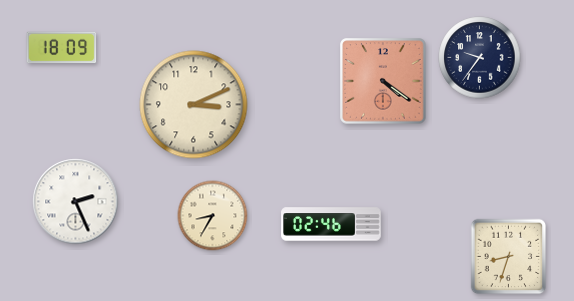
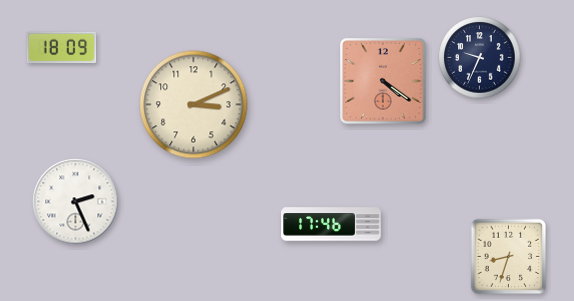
clock at (480, 58): 9:36 -> 9:34
clock at (213, 216): 8:35 -> none
clock at (331, 224): 02:46 -> 17:46
